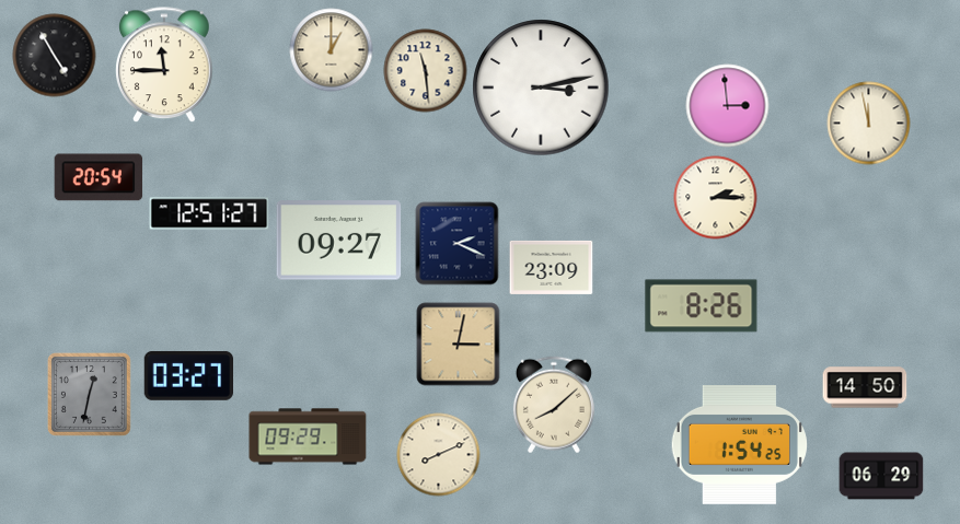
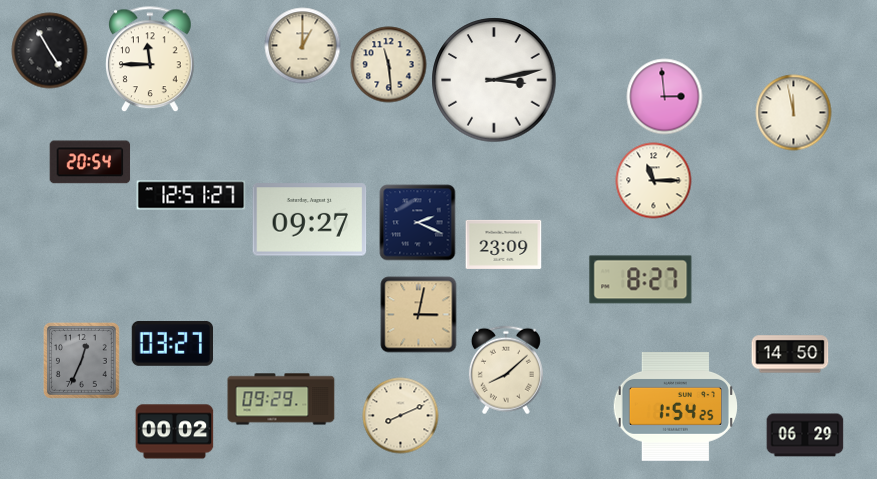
clock at (716, 198): 2:15 -> 11:15
clock at (702, 306): 8:26 -> 8:27
clock at (89, 394): 12:32 -> 12:34
clock at (175, 432): none -> 00:02
